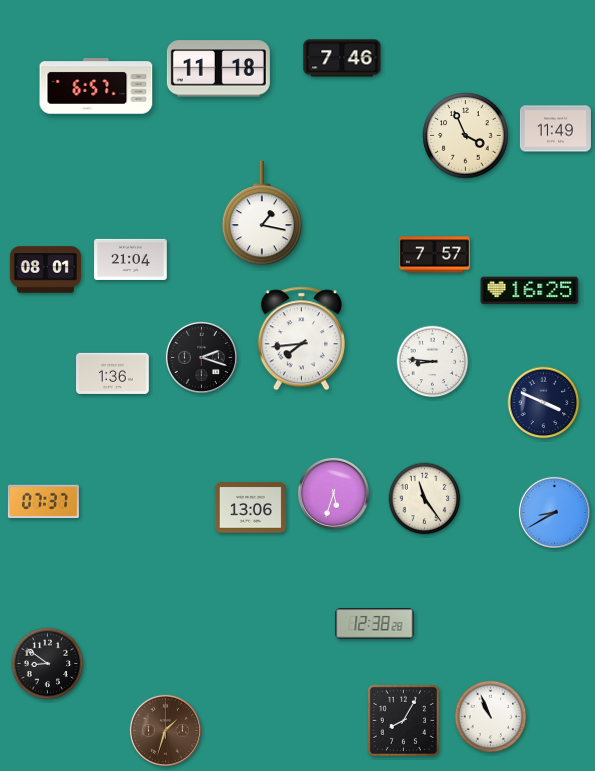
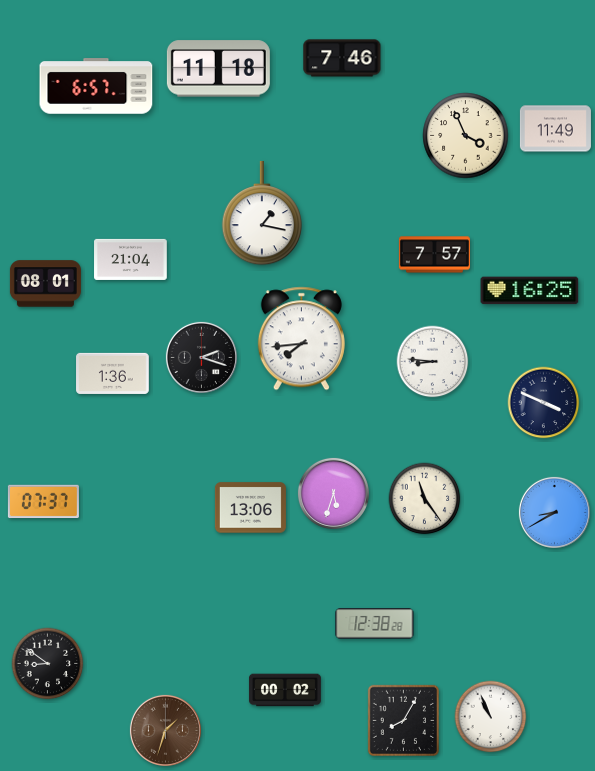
clock at (45, 270) position: (45, 270) -> (45, 284)
clock at (285, 690): none -> 00:02
